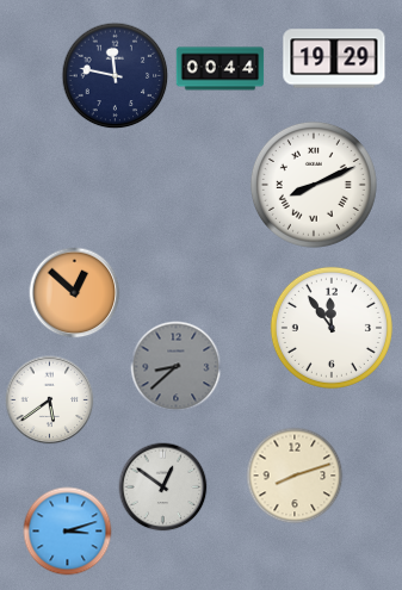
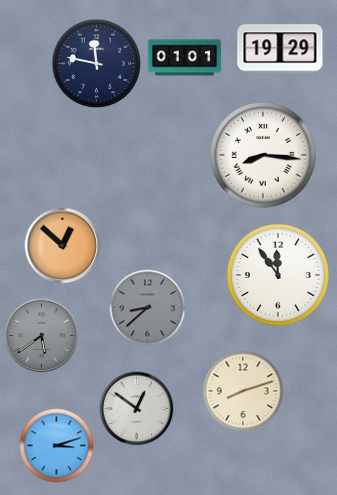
clock at (221, 69): 00:44 -> 01:01
clock at (314, 185): 8:11 -> 8:16
clock at (50, 400) dial: white -> grey
clock at (295, 476) position: (295, 476) -> (243, 391)
